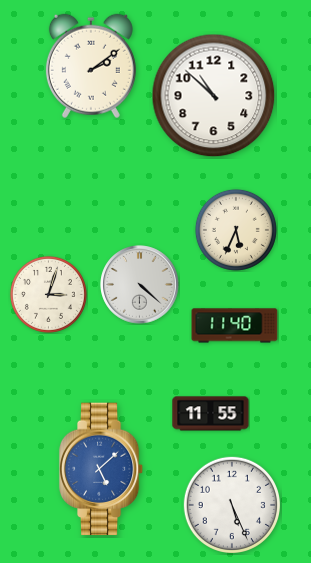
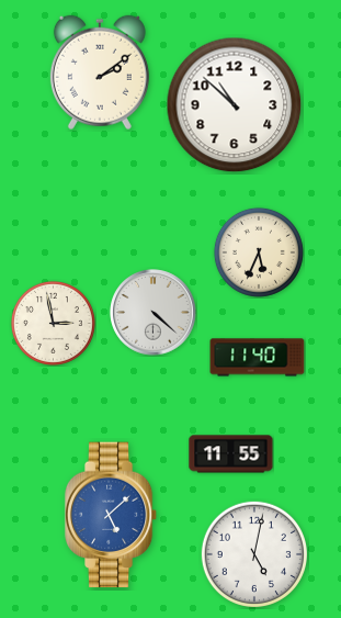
clock at (48, 294): 3:03 -> 2:58
clock at (231, 504): 5:26 -> 5:02
